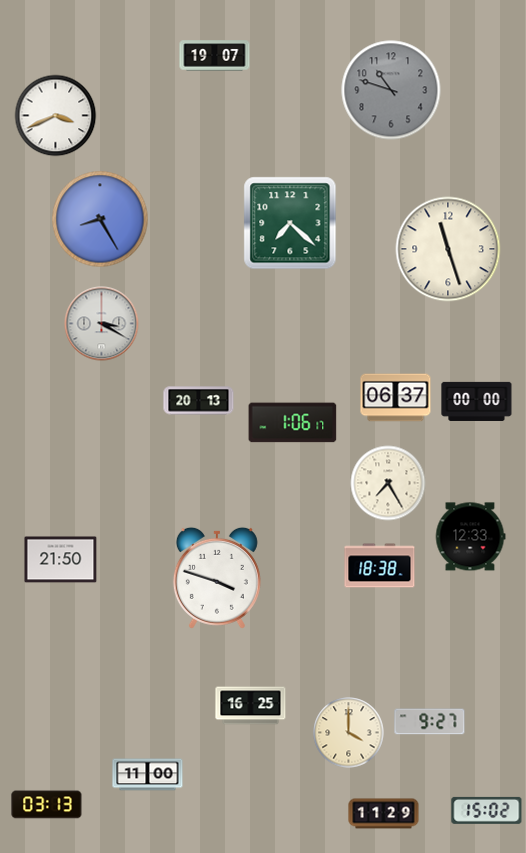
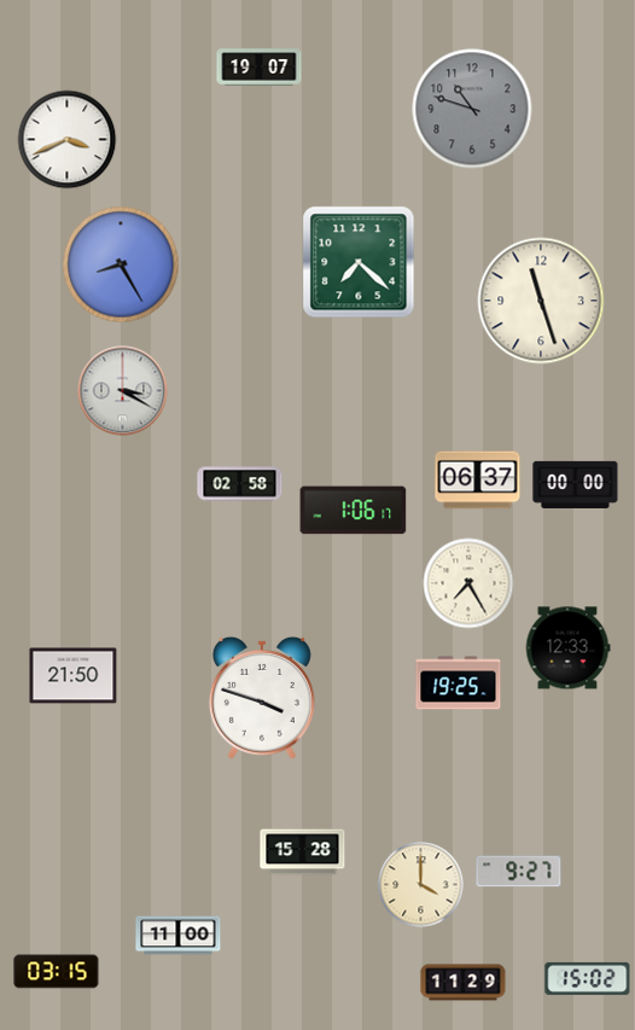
clock at (290, 223) position: (290, 223) -> (359, 262)
clock at (199, 401): 20:13 -> 02:58
clock at (380, 566): 18:38 -> 19:25
clock at (251, 706): 16:25 -> 15:28
clock at (47, 805): 03:13 -> 03:15
